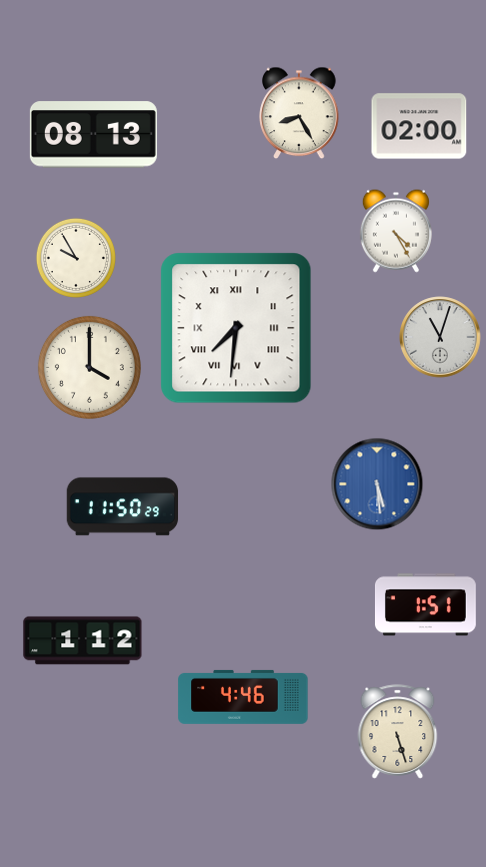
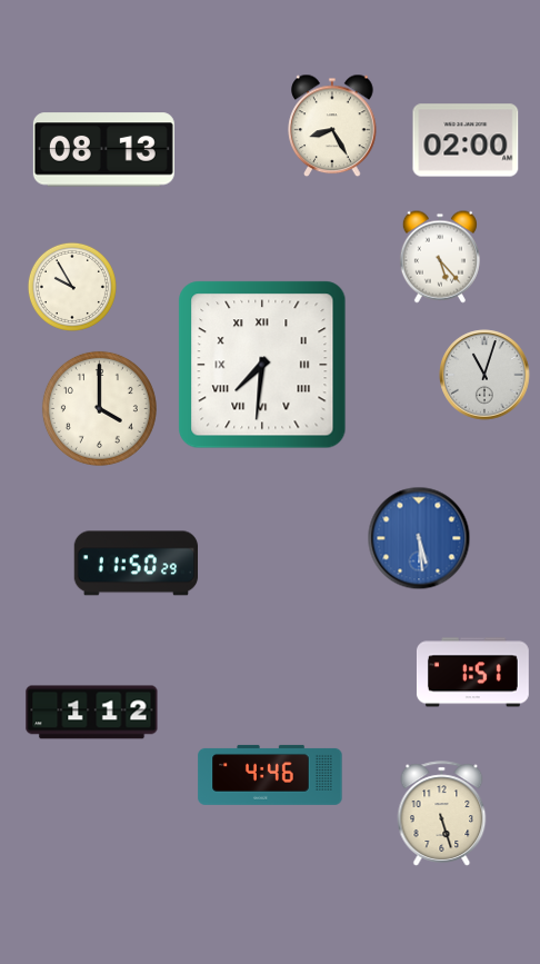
clock at (396, 231): 4:25 -> 5:23
clock at (76, 258) position: (76, 258) -> (72, 287)
clock at (440, 337) position: (440, 337) -> (484, 375)
